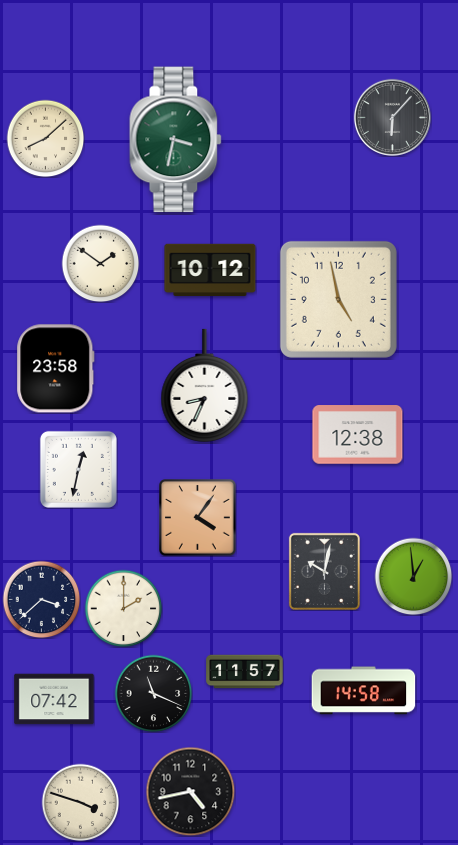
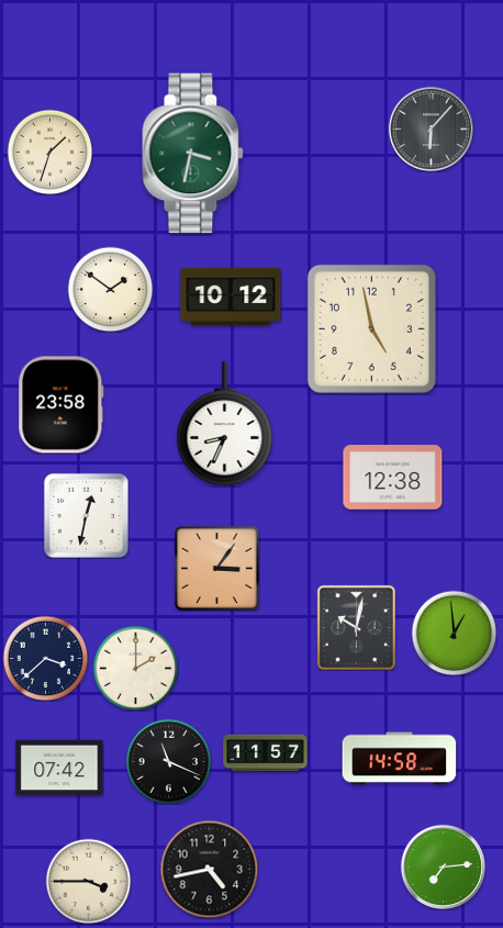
clock at (45, 138): 8:08 -> 1:33
clock at (198, 518): 4:06 -> 3:06
clock at (245, 672) position: (245, 672) -> (266, 753)
clock at (443, 866): none -> 7:14
clock at (80, 802): 3:48 -> 3:45
